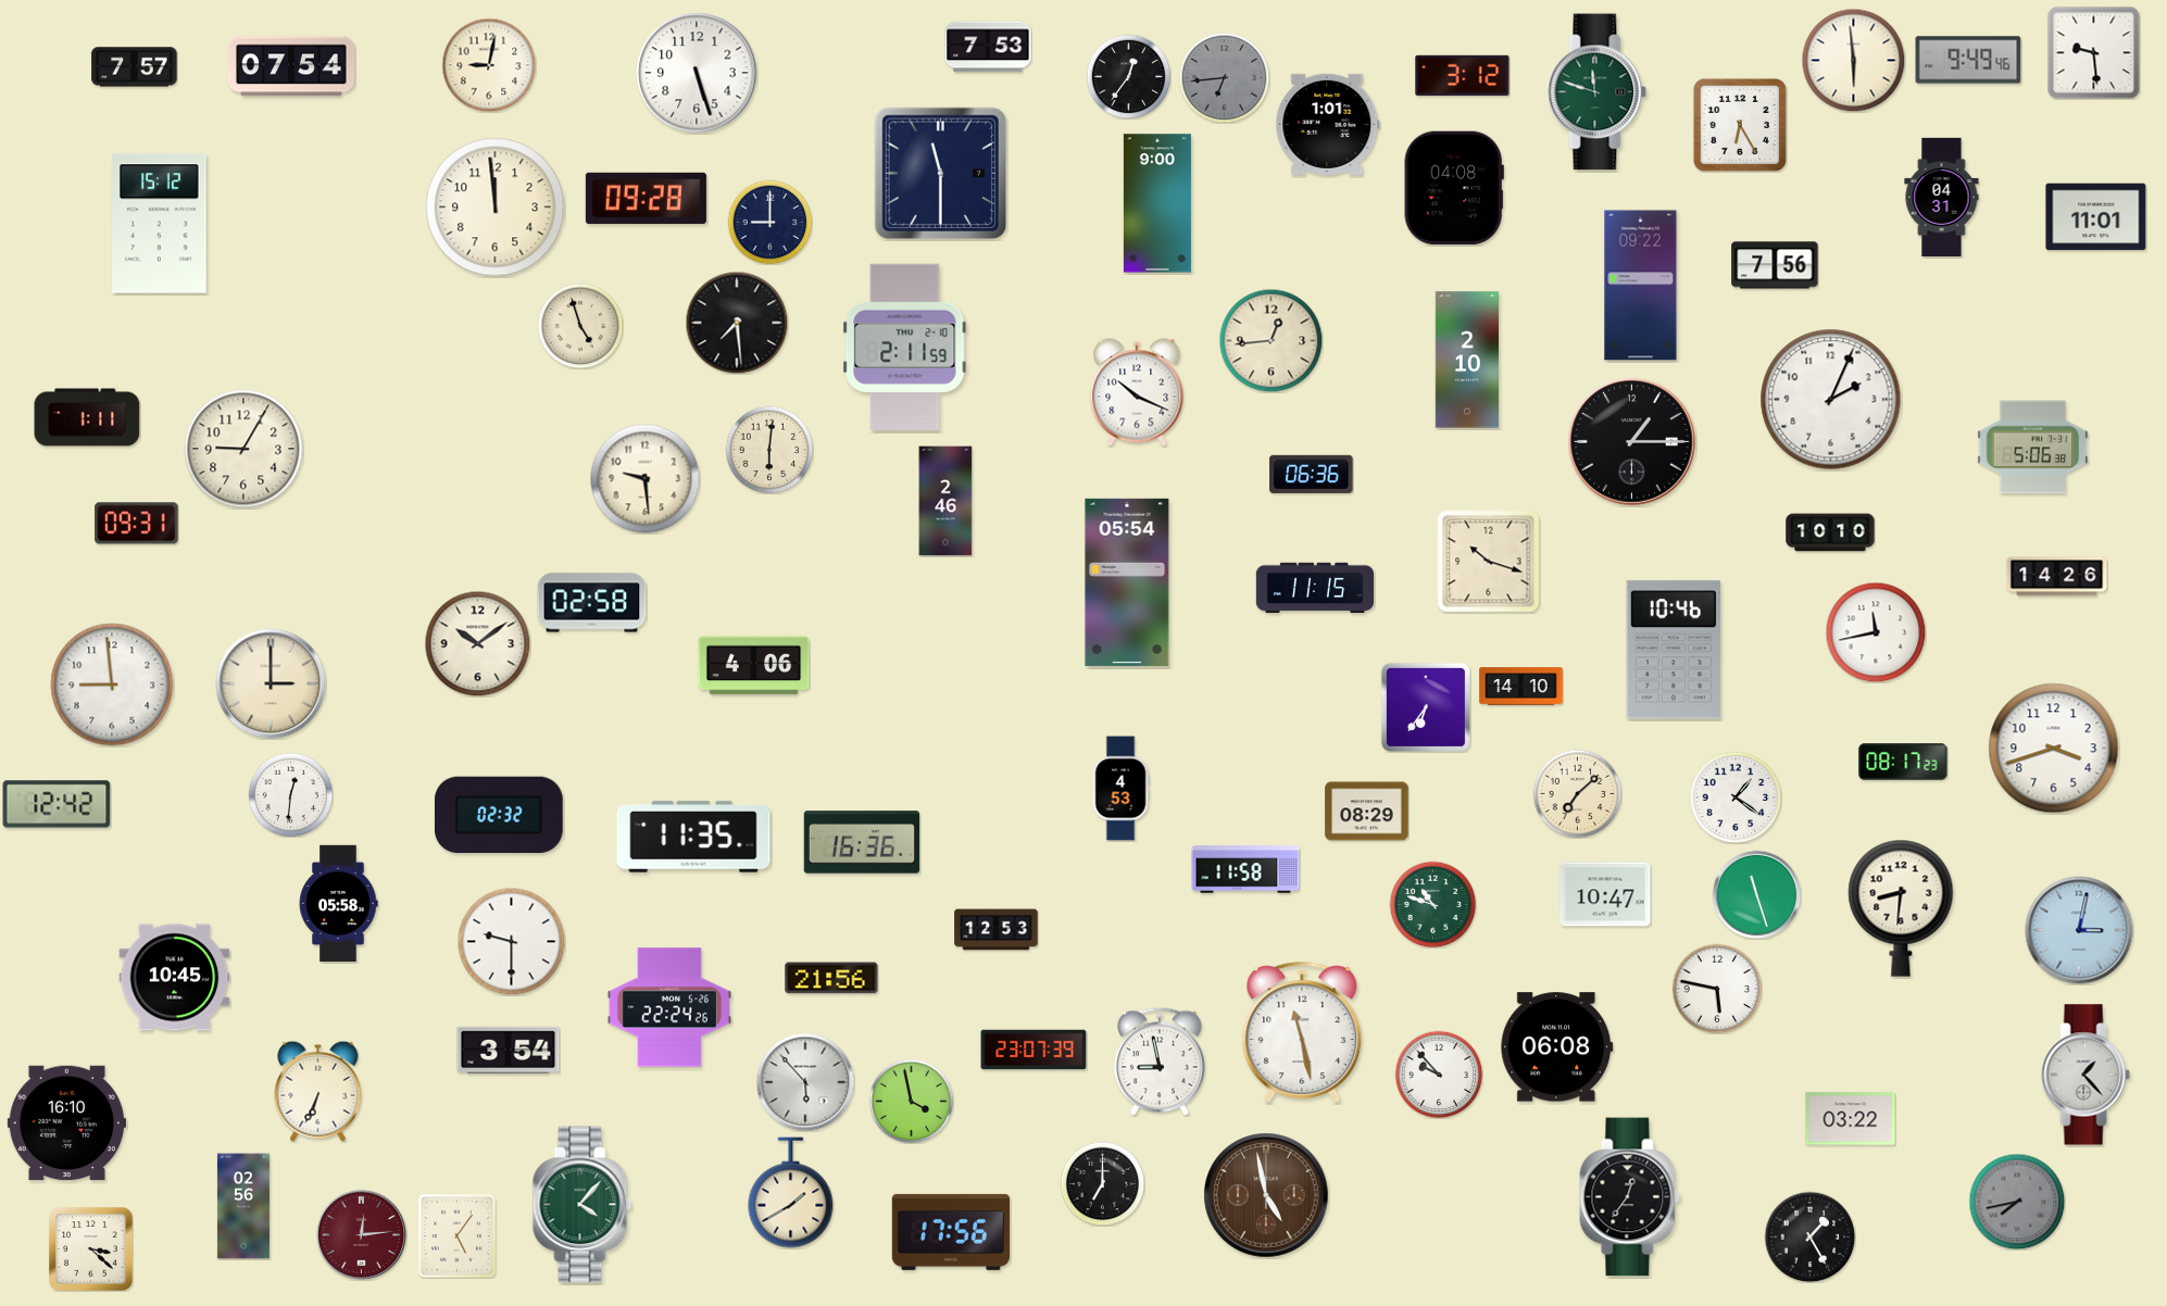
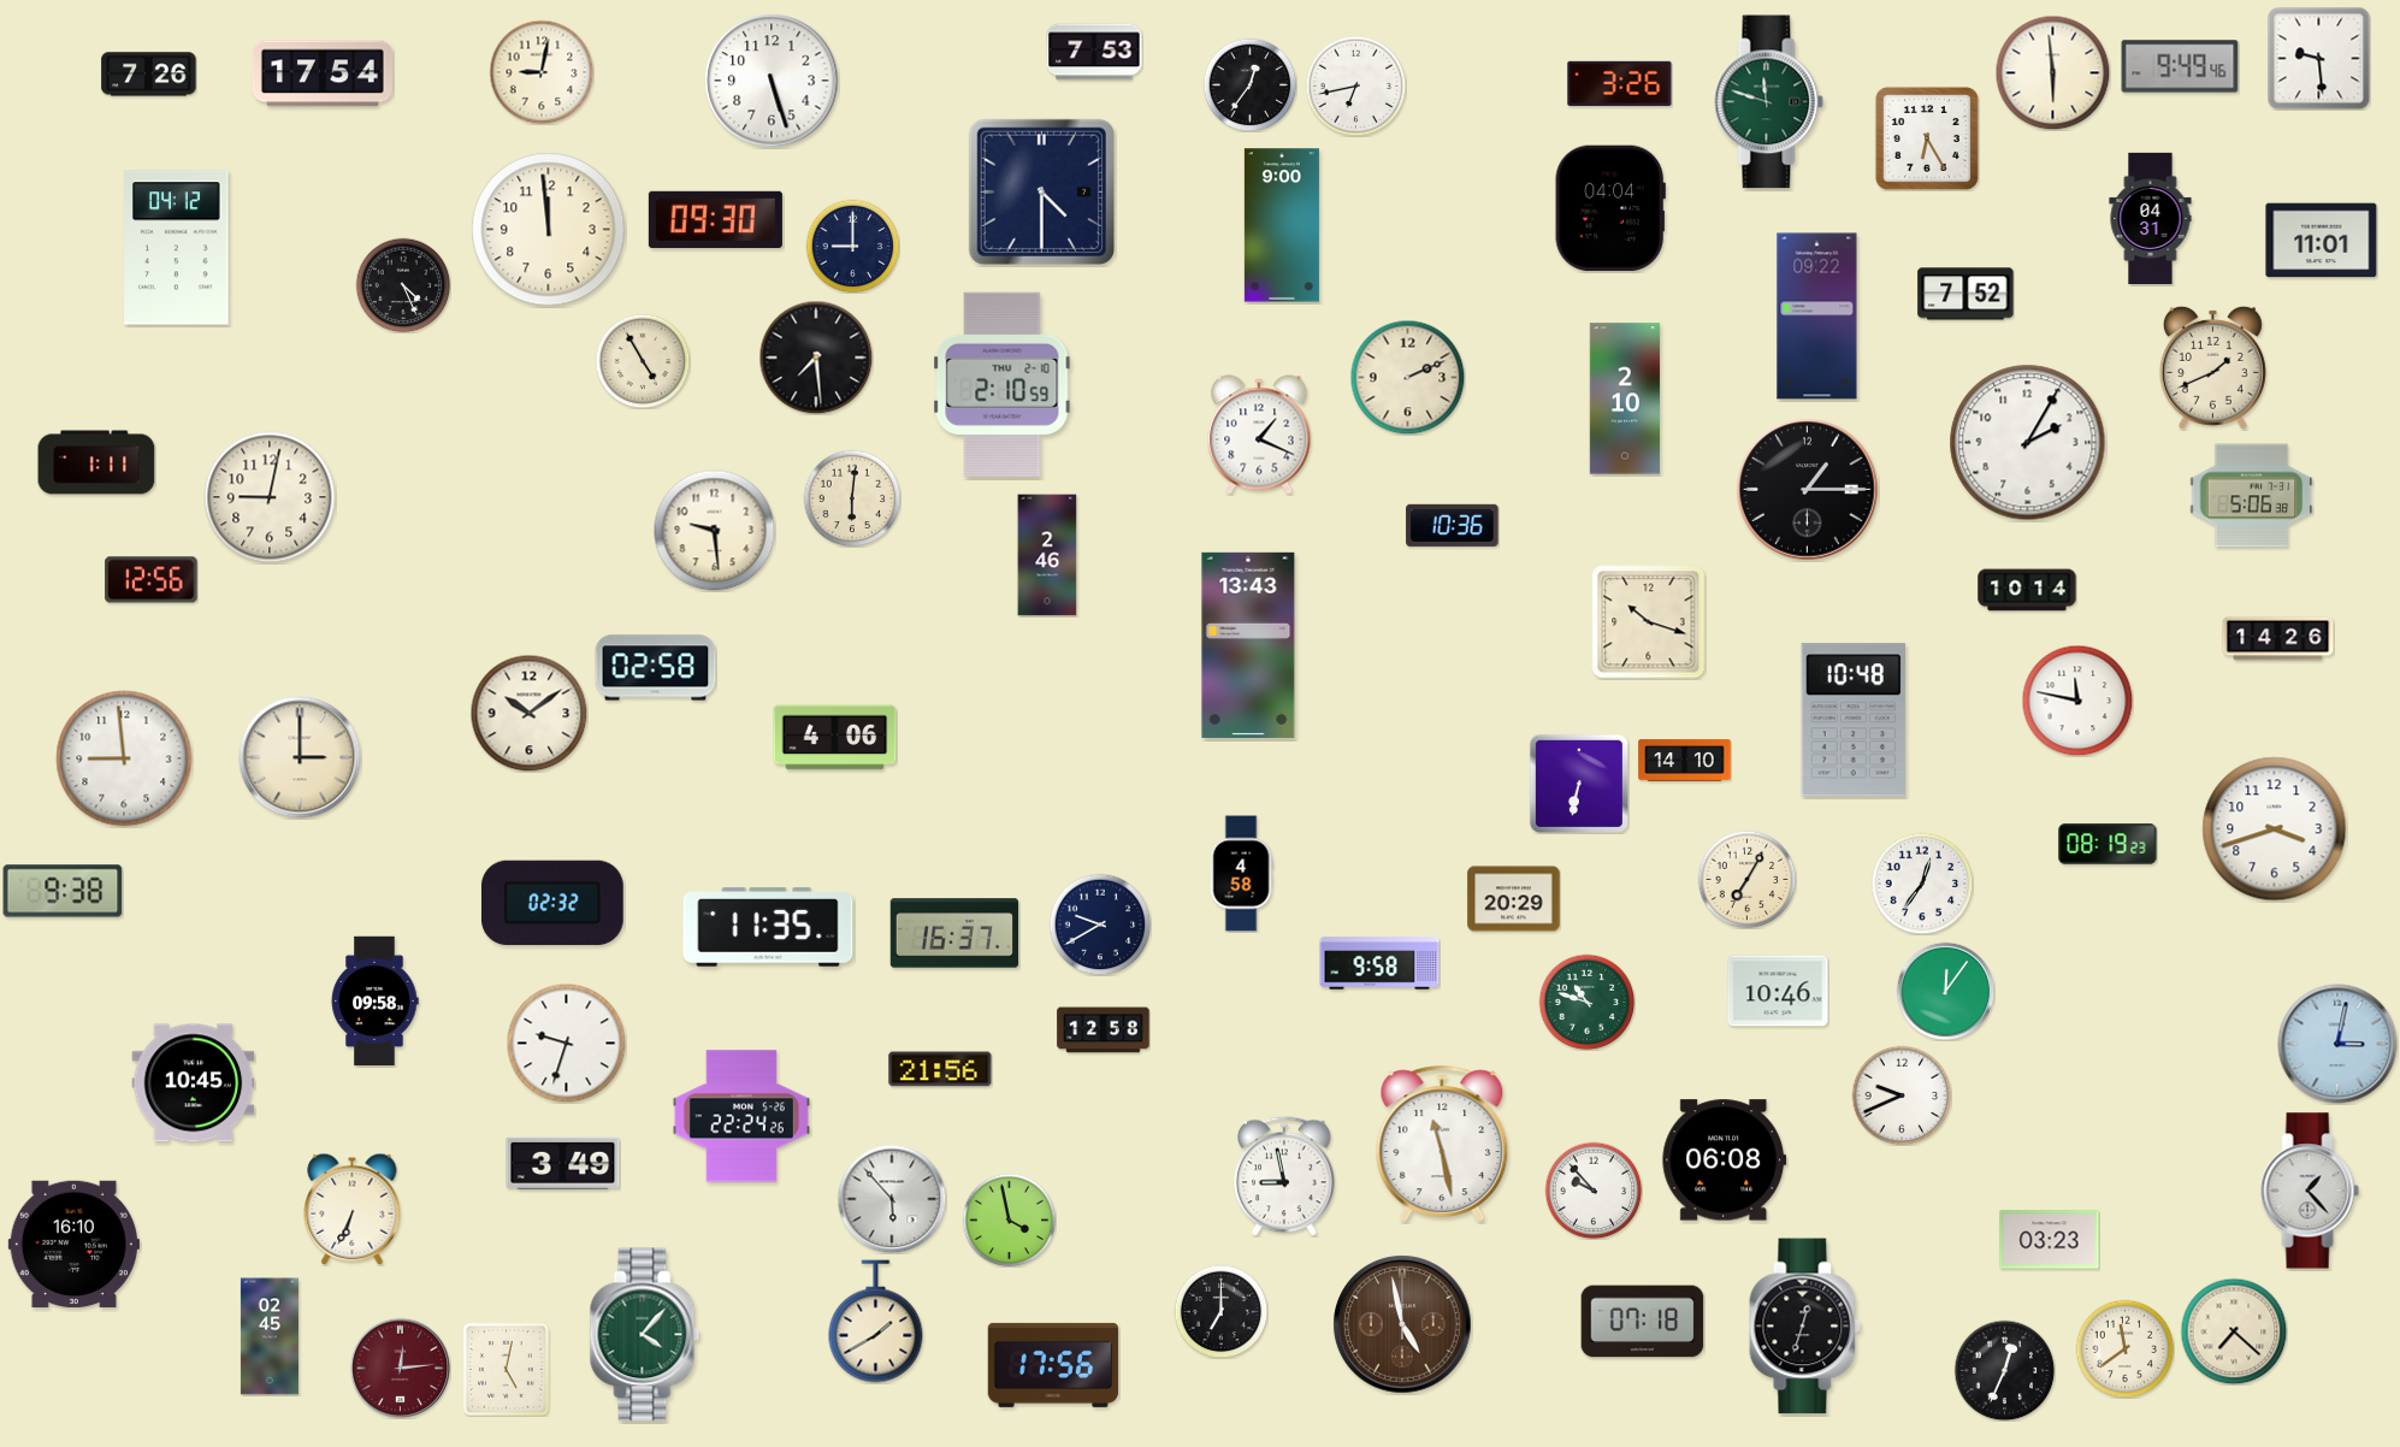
clock at (1853, 60) position: (1853, 60) -> (2052, 72)
clock at (291, 66): 07:54 -> 17:54
clock at (135, 67): 7:57 -> 7:26
clock at (1463, 75): 3:12 -> 3:26
clock at (1224, 77): 6:44 -> 6:43
clock at (1224, 77) dial: grey -> white
clock at (1328, 124): 1:01 -> none
clock at (940, 173): 11:30 -> 4:30
clock at (1454, 188): 04:08 -> 04:04
clock at (646, 198): 09:28 -> 09:30
clock at (160, 224): 15:12 -> 04:12
clock at (403, 285): none -> 4:26
clock at (1775, 265): 7:56 -> 7:52
clock at (580, 326): 4:57 -> 4:55
clock at (2212, 367): none -> 1:41
clock at (1270, 340): 12:44 -> 2:11
clock at (905, 347): 2:11 -> 2:10
clock at (1137, 392): 10:19 -> 1:19
clock at (1831, 400): 2:04 -> 2:05
clock at (243, 449): 9:05 -> 9:02
clock at (1312, 474): 06:36 -> 10:36
clock at (137, 524): 09:31 -> 12:56
clock at (1830, 532): 10:10 -> 10:14
clock at (1127, 582): 05:54 -> 13:43
clock at (1314, 588): 11:15 -> none
clock at (1876, 632): 11:43 -> 11:47
clock at (1674, 650): 10:46 -> 10:48
clock at (1426, 707): 6:36 -> 6:32
clock at (1903, 762): 08:17 -> 08:19
clock at (1120, 789): 4:53 -> 4:58
clock at (1577, 793): 7:08 -> 7:05
clock at (290, 794): 12:31 -> none
clock at (1736, 798): 1:21 -> 12:36
clock at (57, 804): 12:42 -> 9:38
clock at (1367, 812): 08:29 -> 20:29
clock at (1100, 925): none -> 9:40
clock at (862, 842): 16:36 -> 16:37
clock at (1245, 869): 11:58 -> 9:58
clock at (1605, 894): 10:47 -> 10:46
clock at (1756, 894): 11:27 -> 12:06
clock at (338, 904): 05:58 -> 09:58
clock at (1901, 908): 8:31 -> none
clock at (997, 930): 12:53 -> 12:58
clock at (2079, 930) position: (2079, 930) -> (2337, 1044)
clock at (512, 942): 9:30 -> 9:33
clock at (831, 978) position: (831, 978) -> (940, 1069)
clock at (1717, 989): 5:47 -> 9:41
clock at (509, 1050): 3:54 -> 3:49
clock at (1034, 1050): 23:07 -> none
clock at (1851, 1119): 03:22 -> 03:23
clock at (1643, 1322): none -> 07:18
clock at (1630, 1197): 12:36 -> 12:33
clock at (2017, 1202): 7:43 -> 7:22
clock at (2017, 1202) dial: grey -> cream
clock at (243, 1206): 02:56 -> 02:45
clock at (2124, 1348): none -> 11:39
clock at (458, 1236): 5:06 -> 5:02
clock at (1809, 1236): 1:25 -> 12:34
clock at (91, 1250): 3:22 -> none
